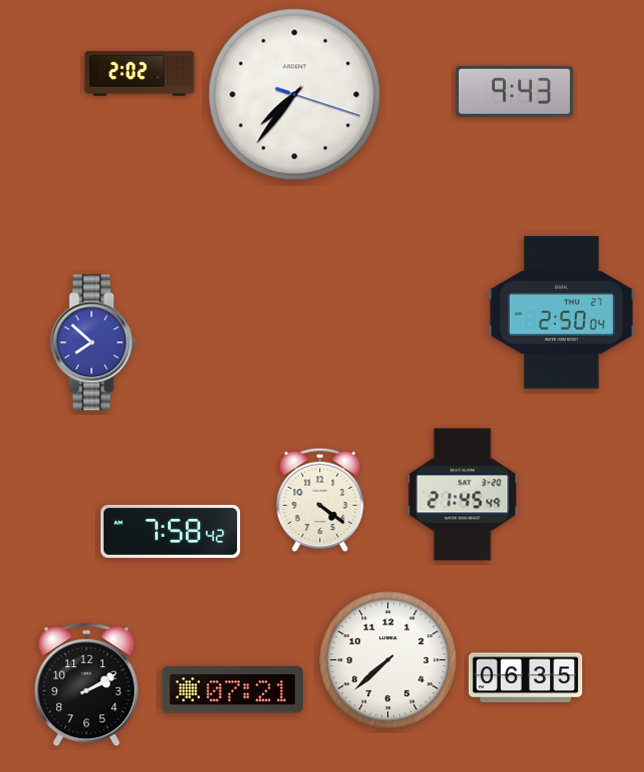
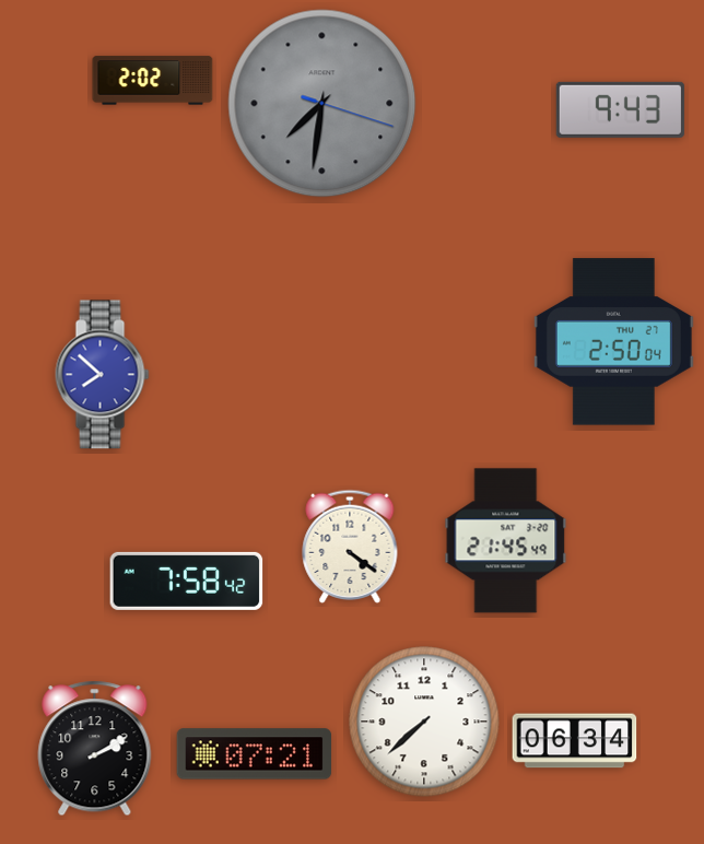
clock at (514, 91) position: (514, 91) -> (620, 109)
clock at (295, 95): 7:36 -> 7:31
clock at (295, 95) dial: white -> grey
clock at (526, 678): 06:35 -> 06:34
